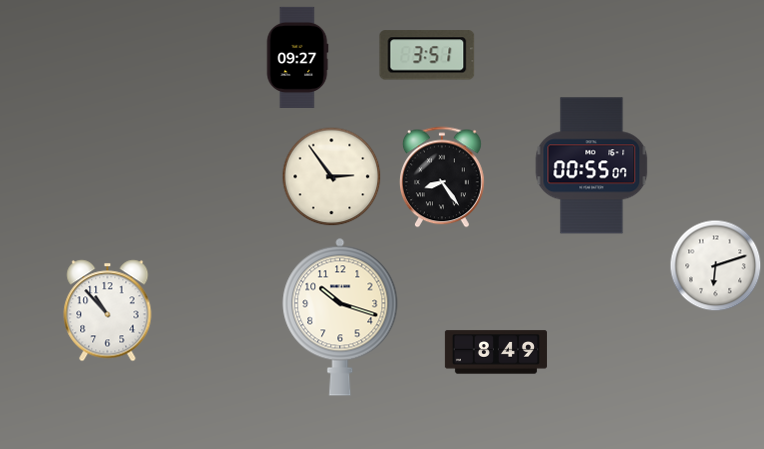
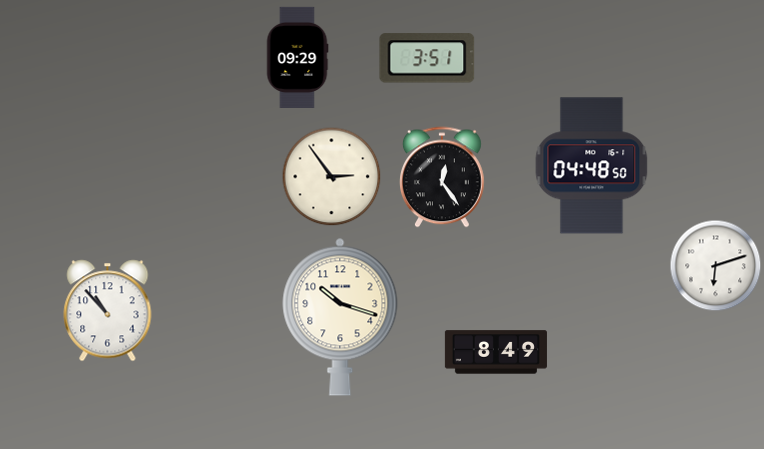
clock at (427, 55) position: (427, 55) -> (427, 58)
clock at (297, 57): 09:27 -> 09:29
clock at (592, 166): 00:55 -> 04:48
clock at (443, 177): 8:24 -> 12:24
